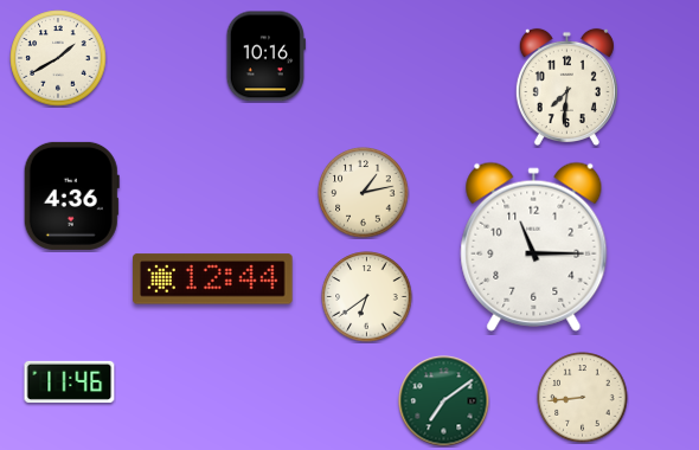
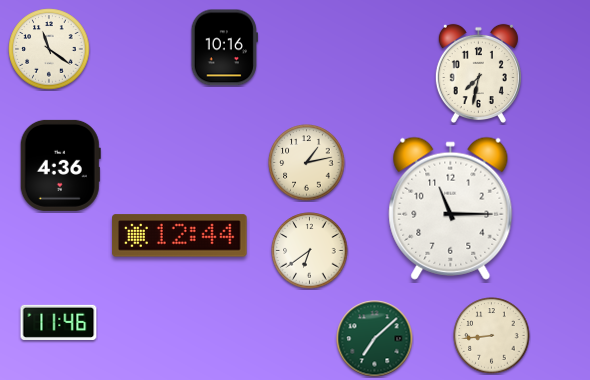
clock at (58, 58): 1:40 -> 11:21
clock at (566, 88): 7:31 -> 7:32
clock at (444, 401): 7:09 -> 7:08
